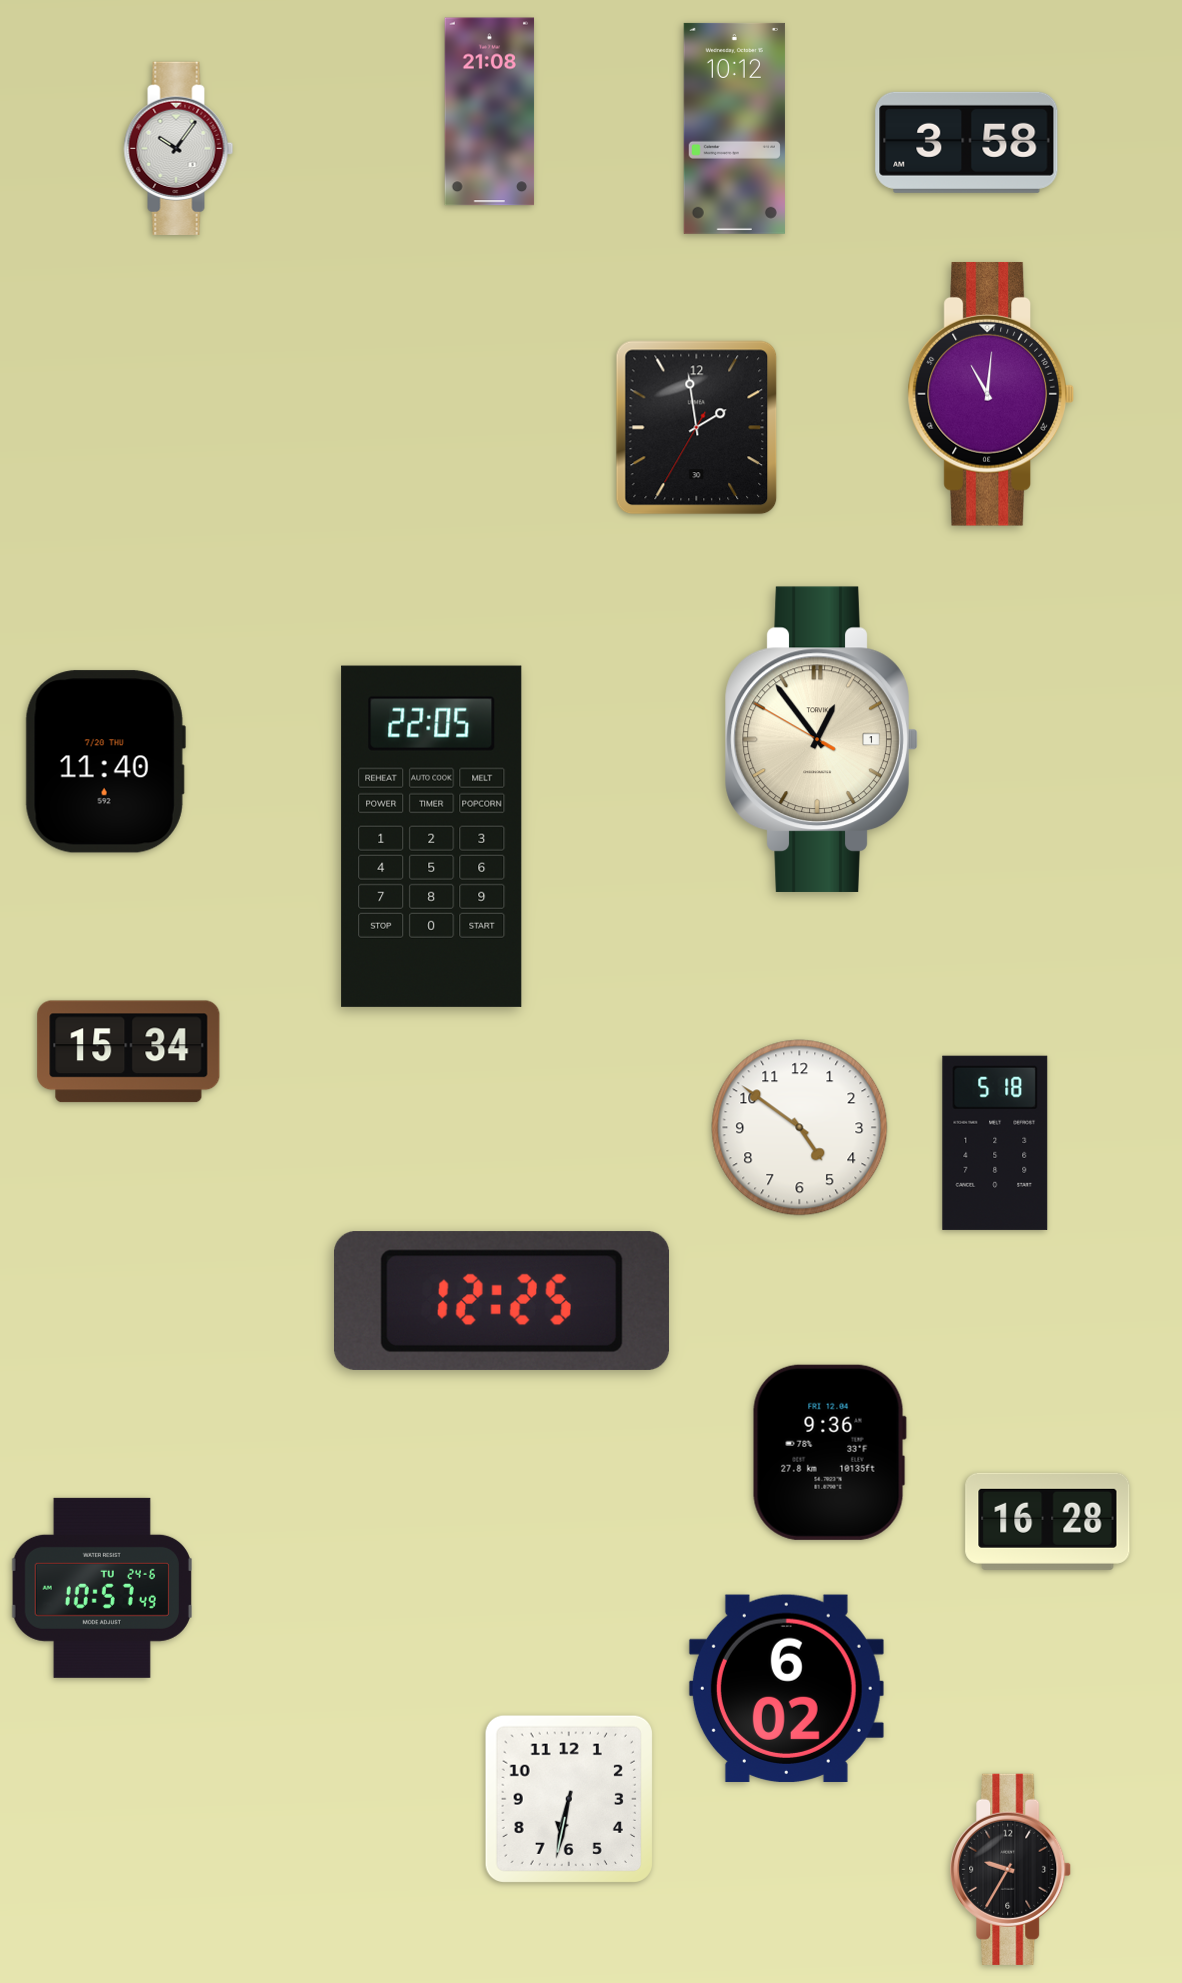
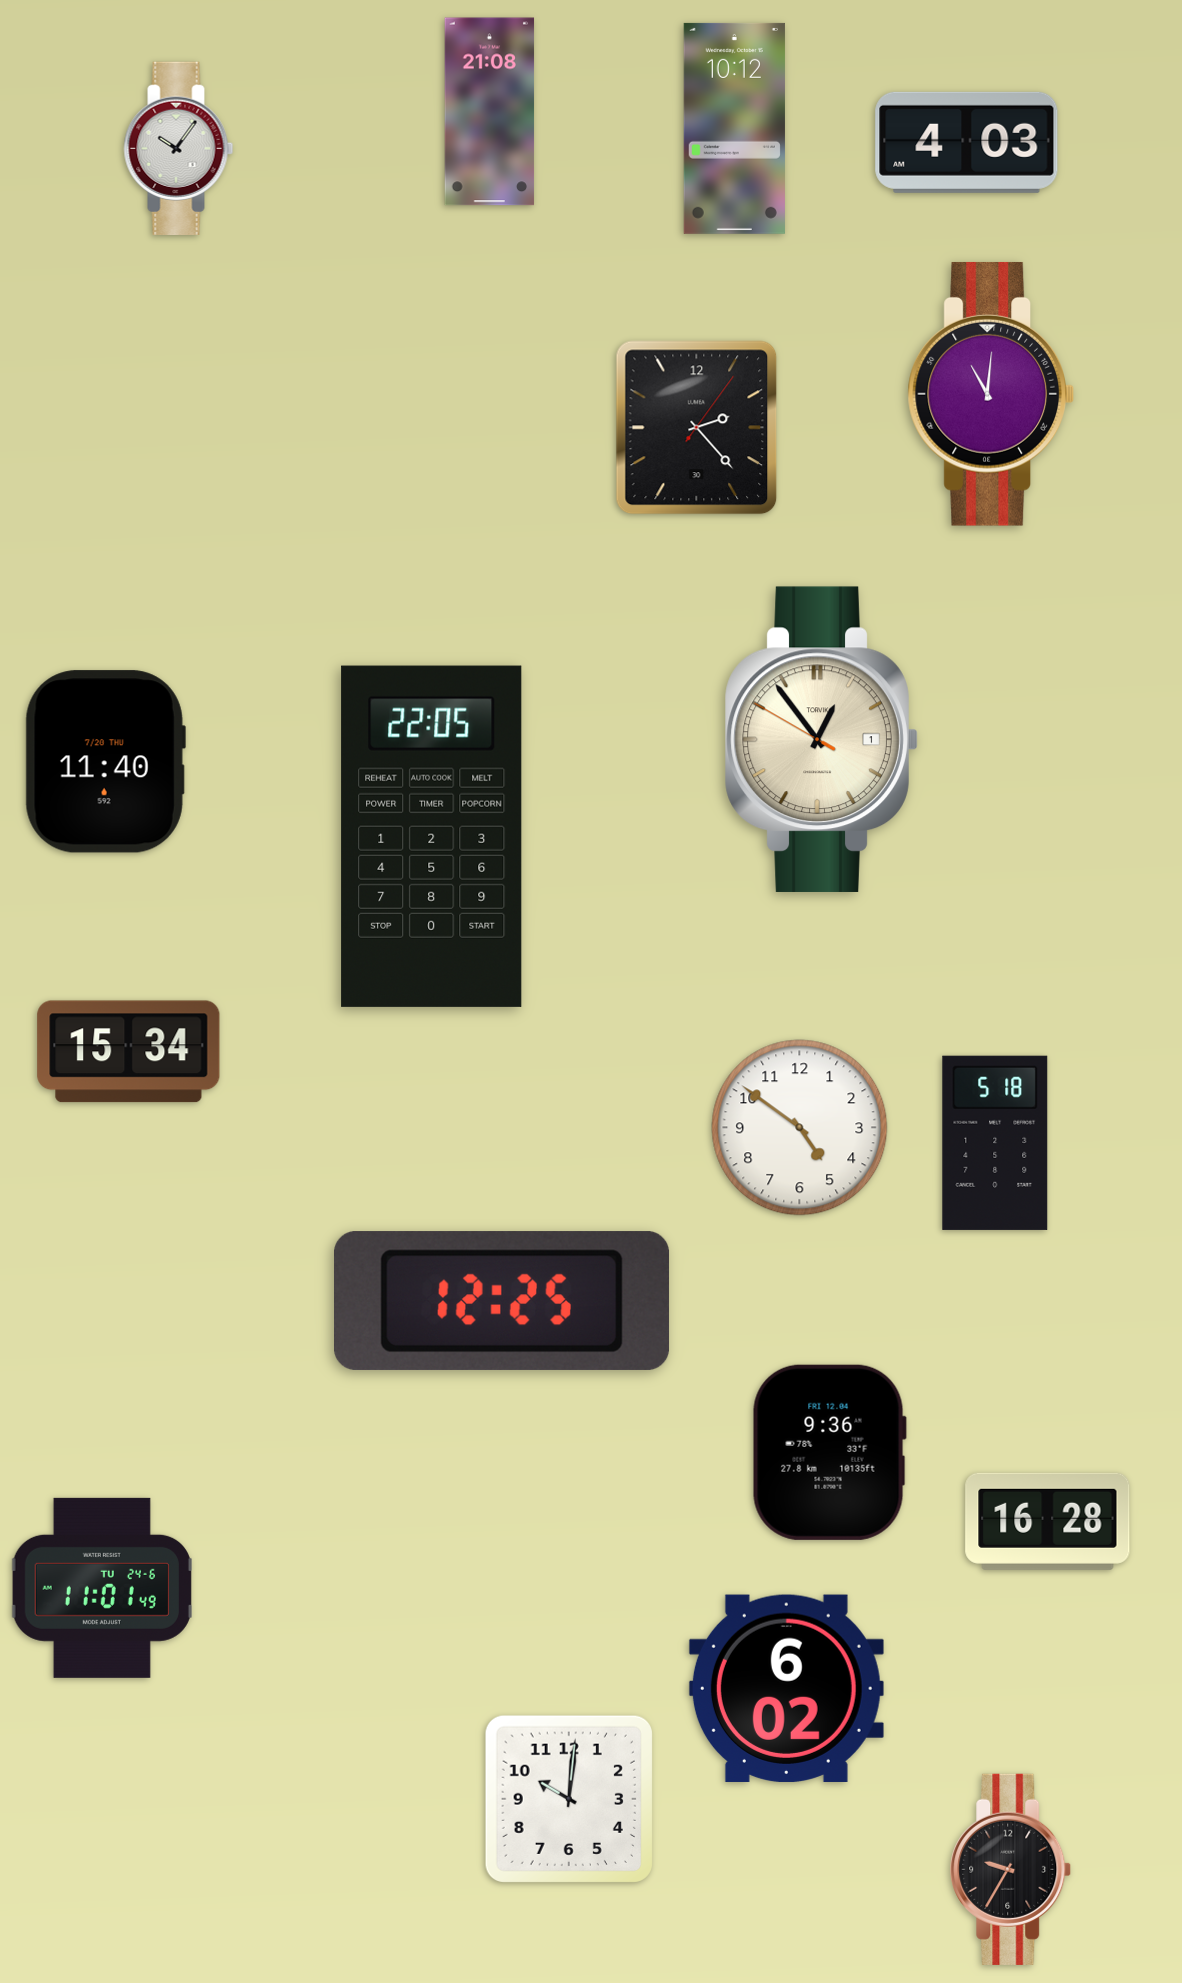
clock at (967, 142): 3:58 -> 4:03
clock at (697, 428): 1:58 -> 2:23
clock at (102, 1588): 10:57 -> 11:01
clock at (569, 1799): 6:32 -> 10:01
